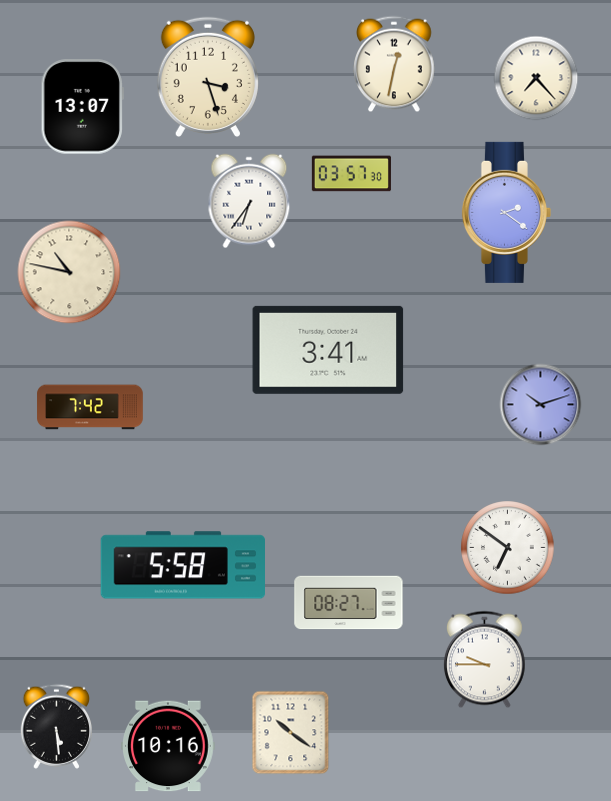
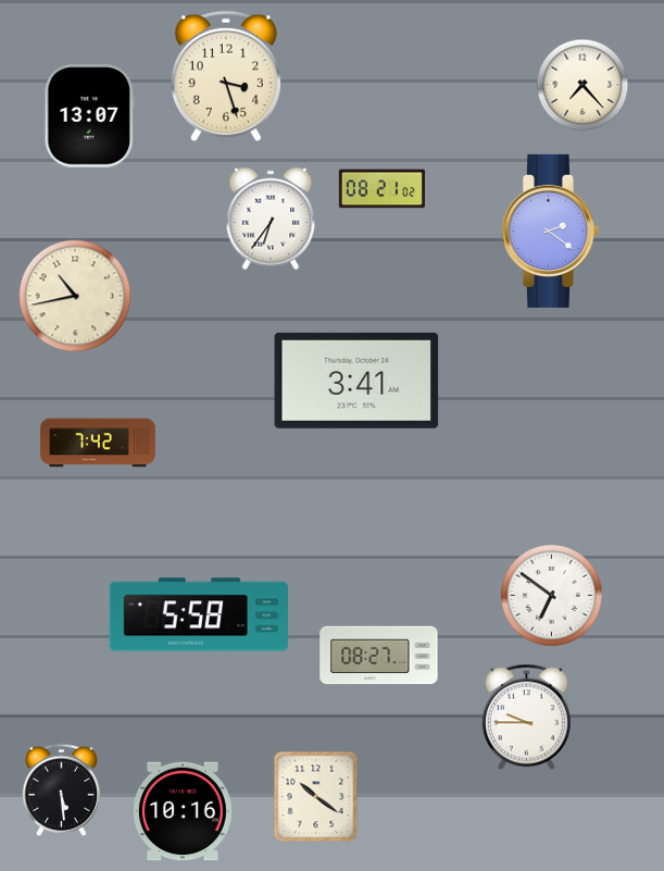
clock at (394, 64): 12:32 -> none
clock at (208, 76) position: (208, 76) -> (226, 75)
clock at (351, 174): 03:57 -> 08:21
clock at (69, 272): 10:47 -> 10:43
clock at (541, 405): 10:12 -> none
